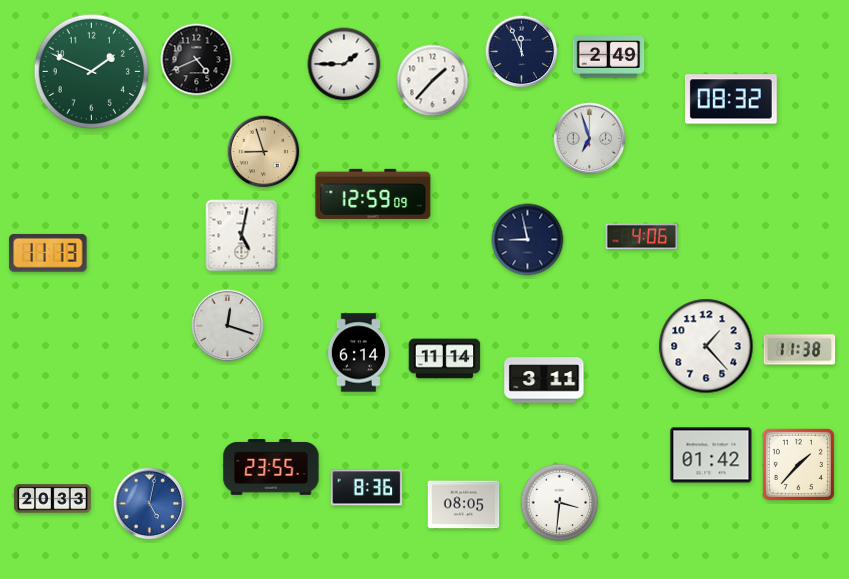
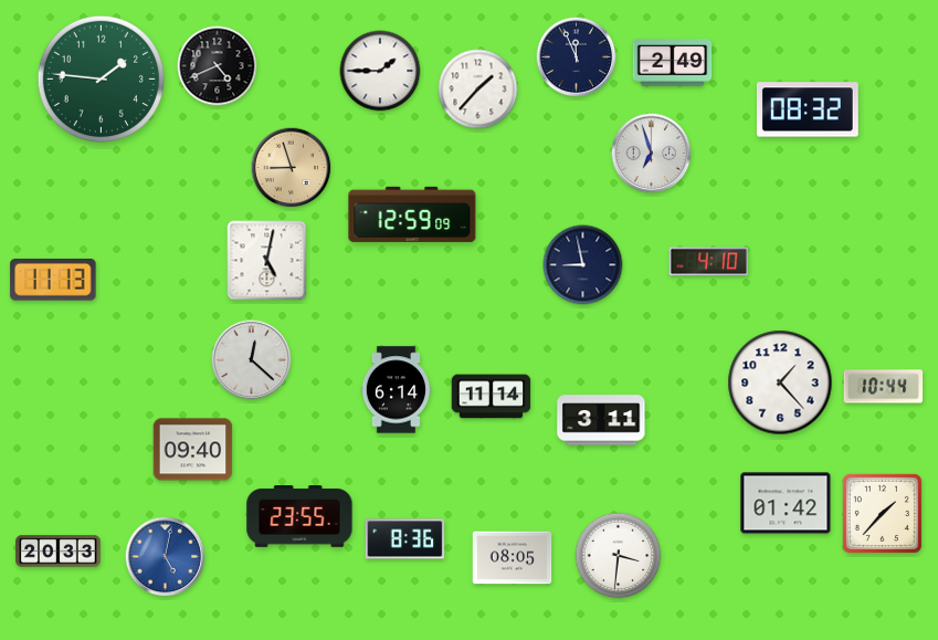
clock at (91, 71): 1:49 -> 1:46
clock at (642, 237): 4:06 -> 4:10
clock at (228, 326): 12:18 -> 12:22
clock at (800, 350): 11:38 -> 10:44
clock at (193, 450): none -> 09:40
